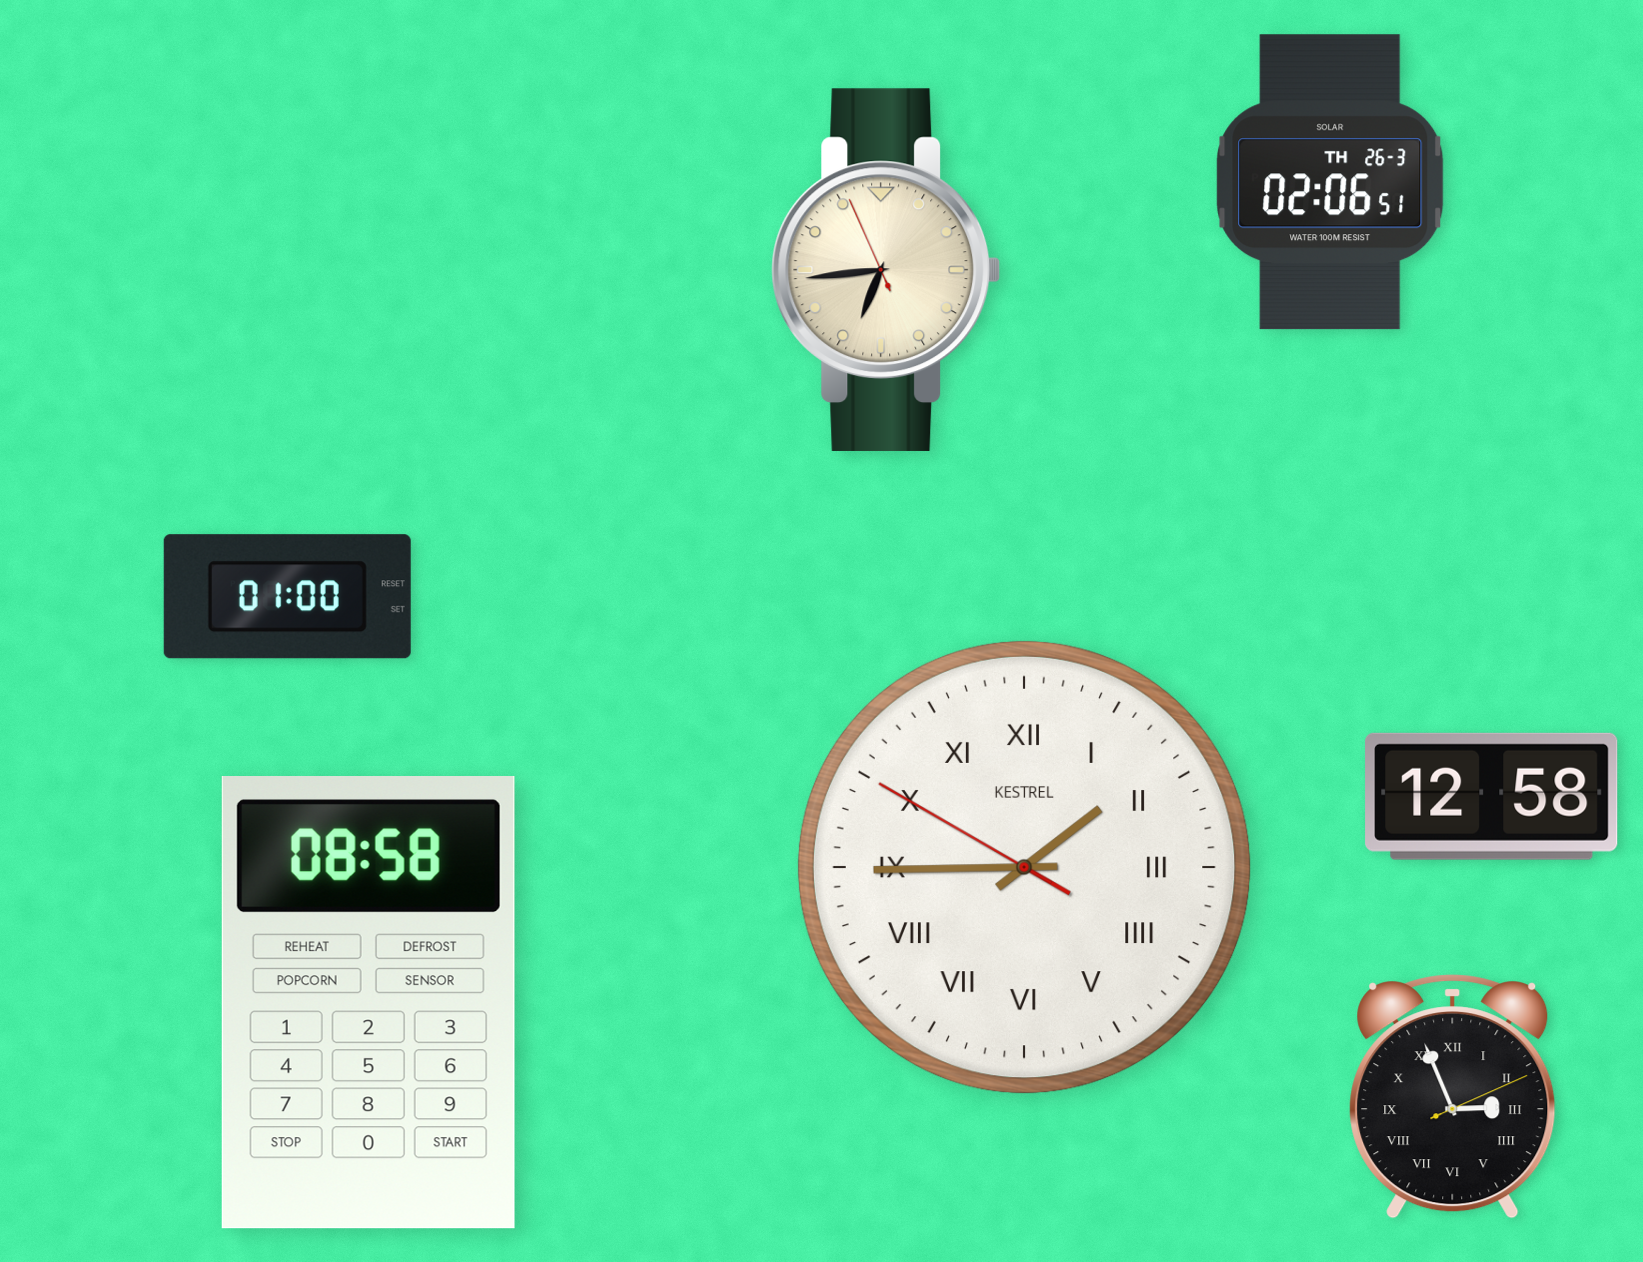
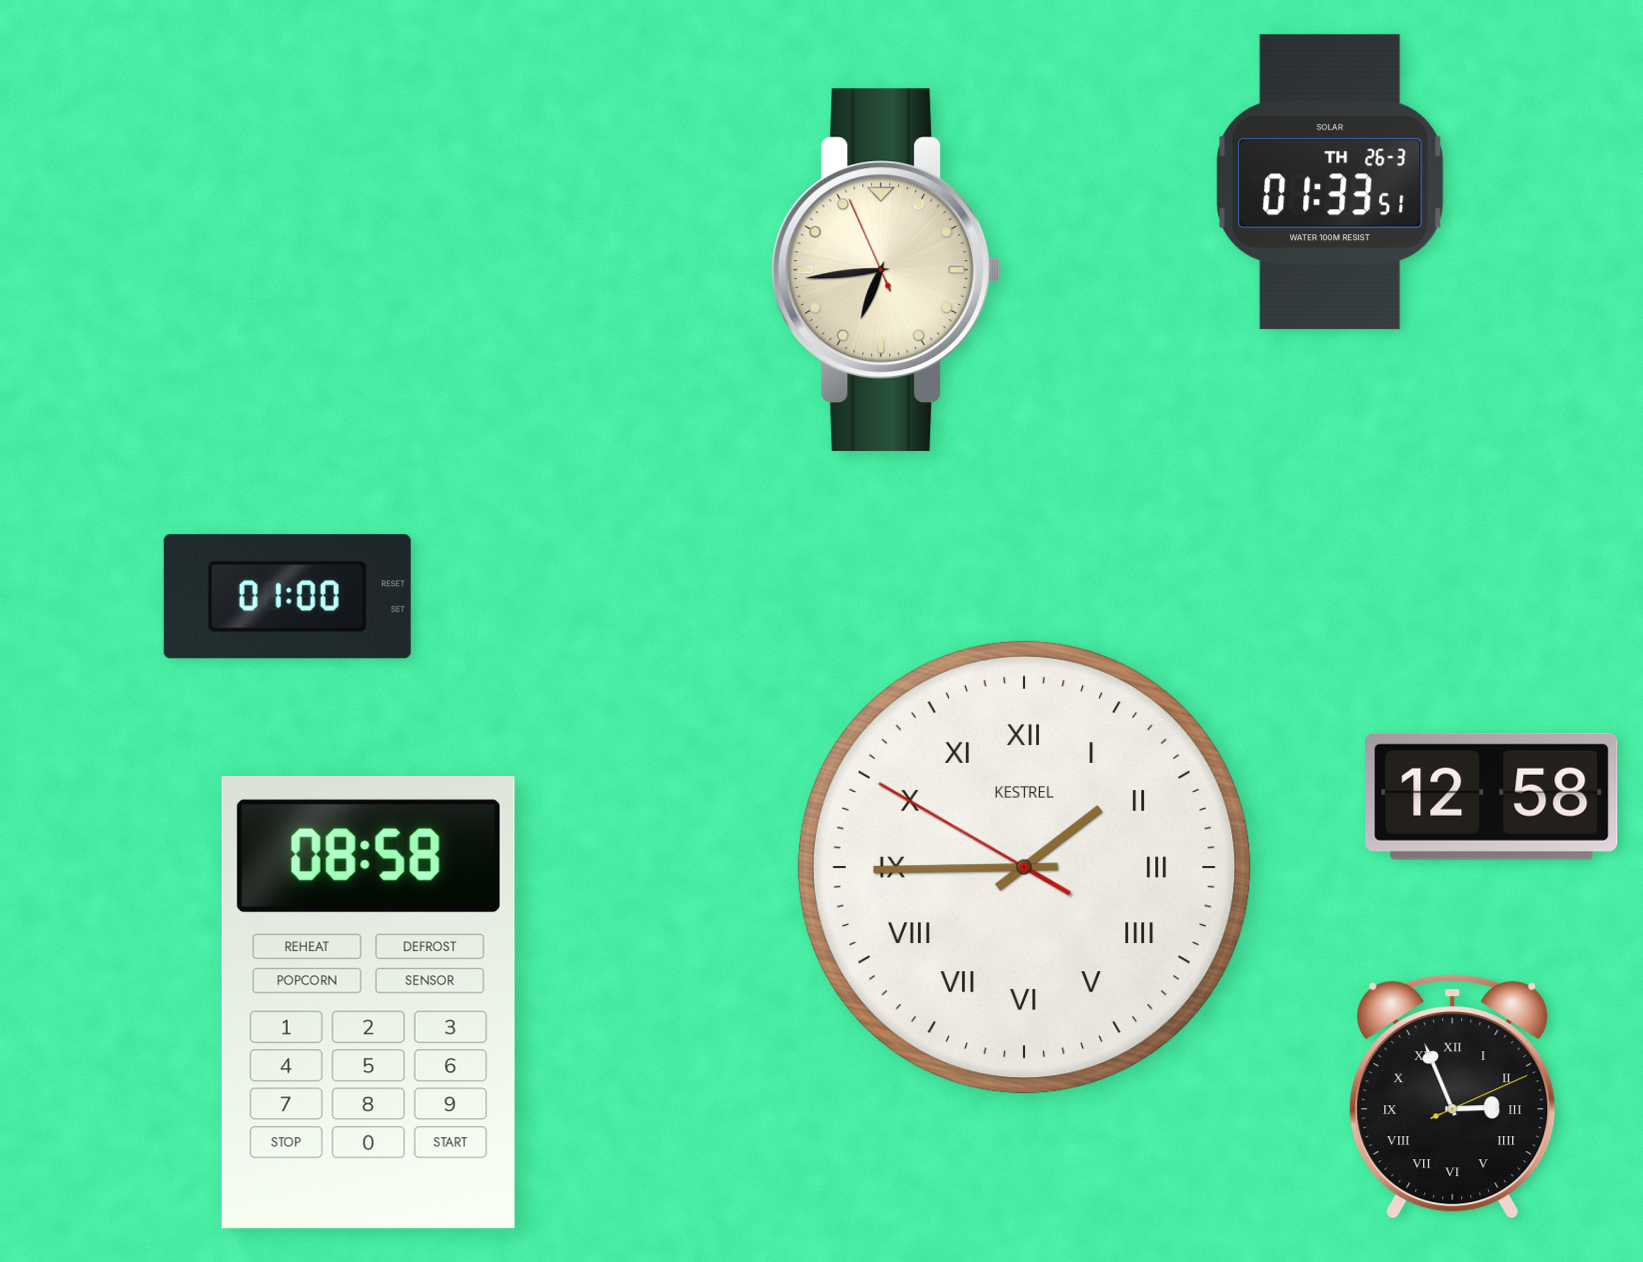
clock at (1330, 182): 02:06 -> 01:33
